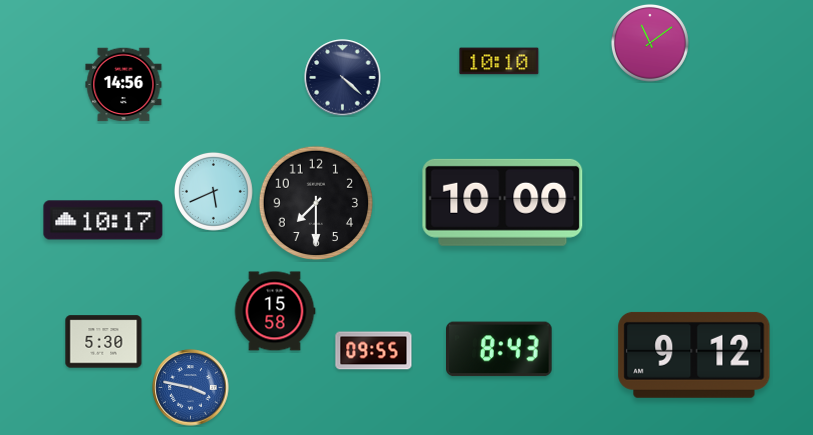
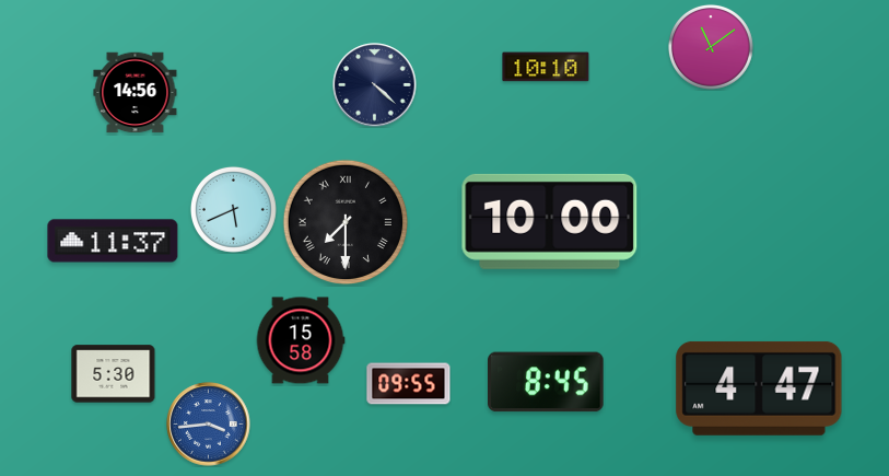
clock at (316, 203) numerals: Arabic -> Roman
clock at (103, 220): 10:17 -> 11:37
clock at (500, 349): 8:43 -> 8:45
clock at (694, 355): 9:12 -> 4:47
clock at (191, 388): 3:47 -> 3:44
